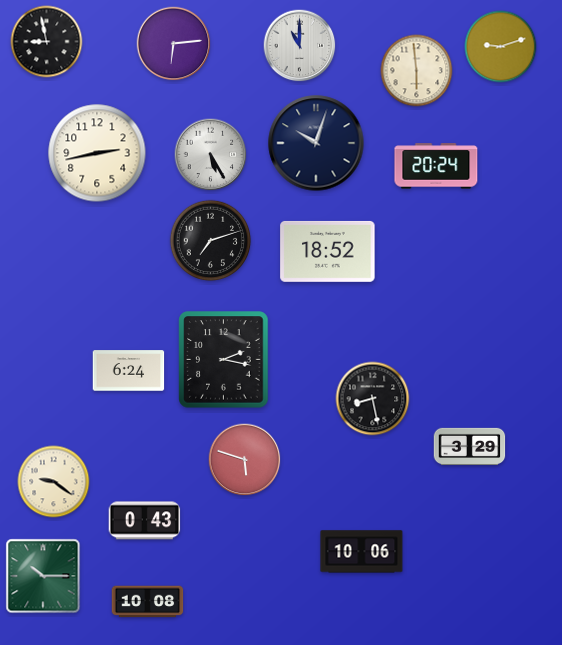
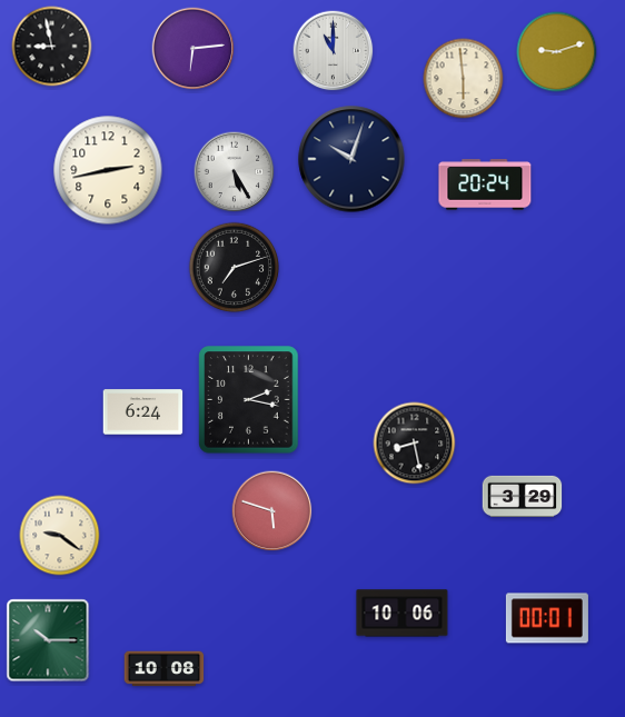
clock at (328, 251): 18:52 -> none
clock at (145, 521): 0:43 -> none
clock at (547, 618): none -> 00:01
